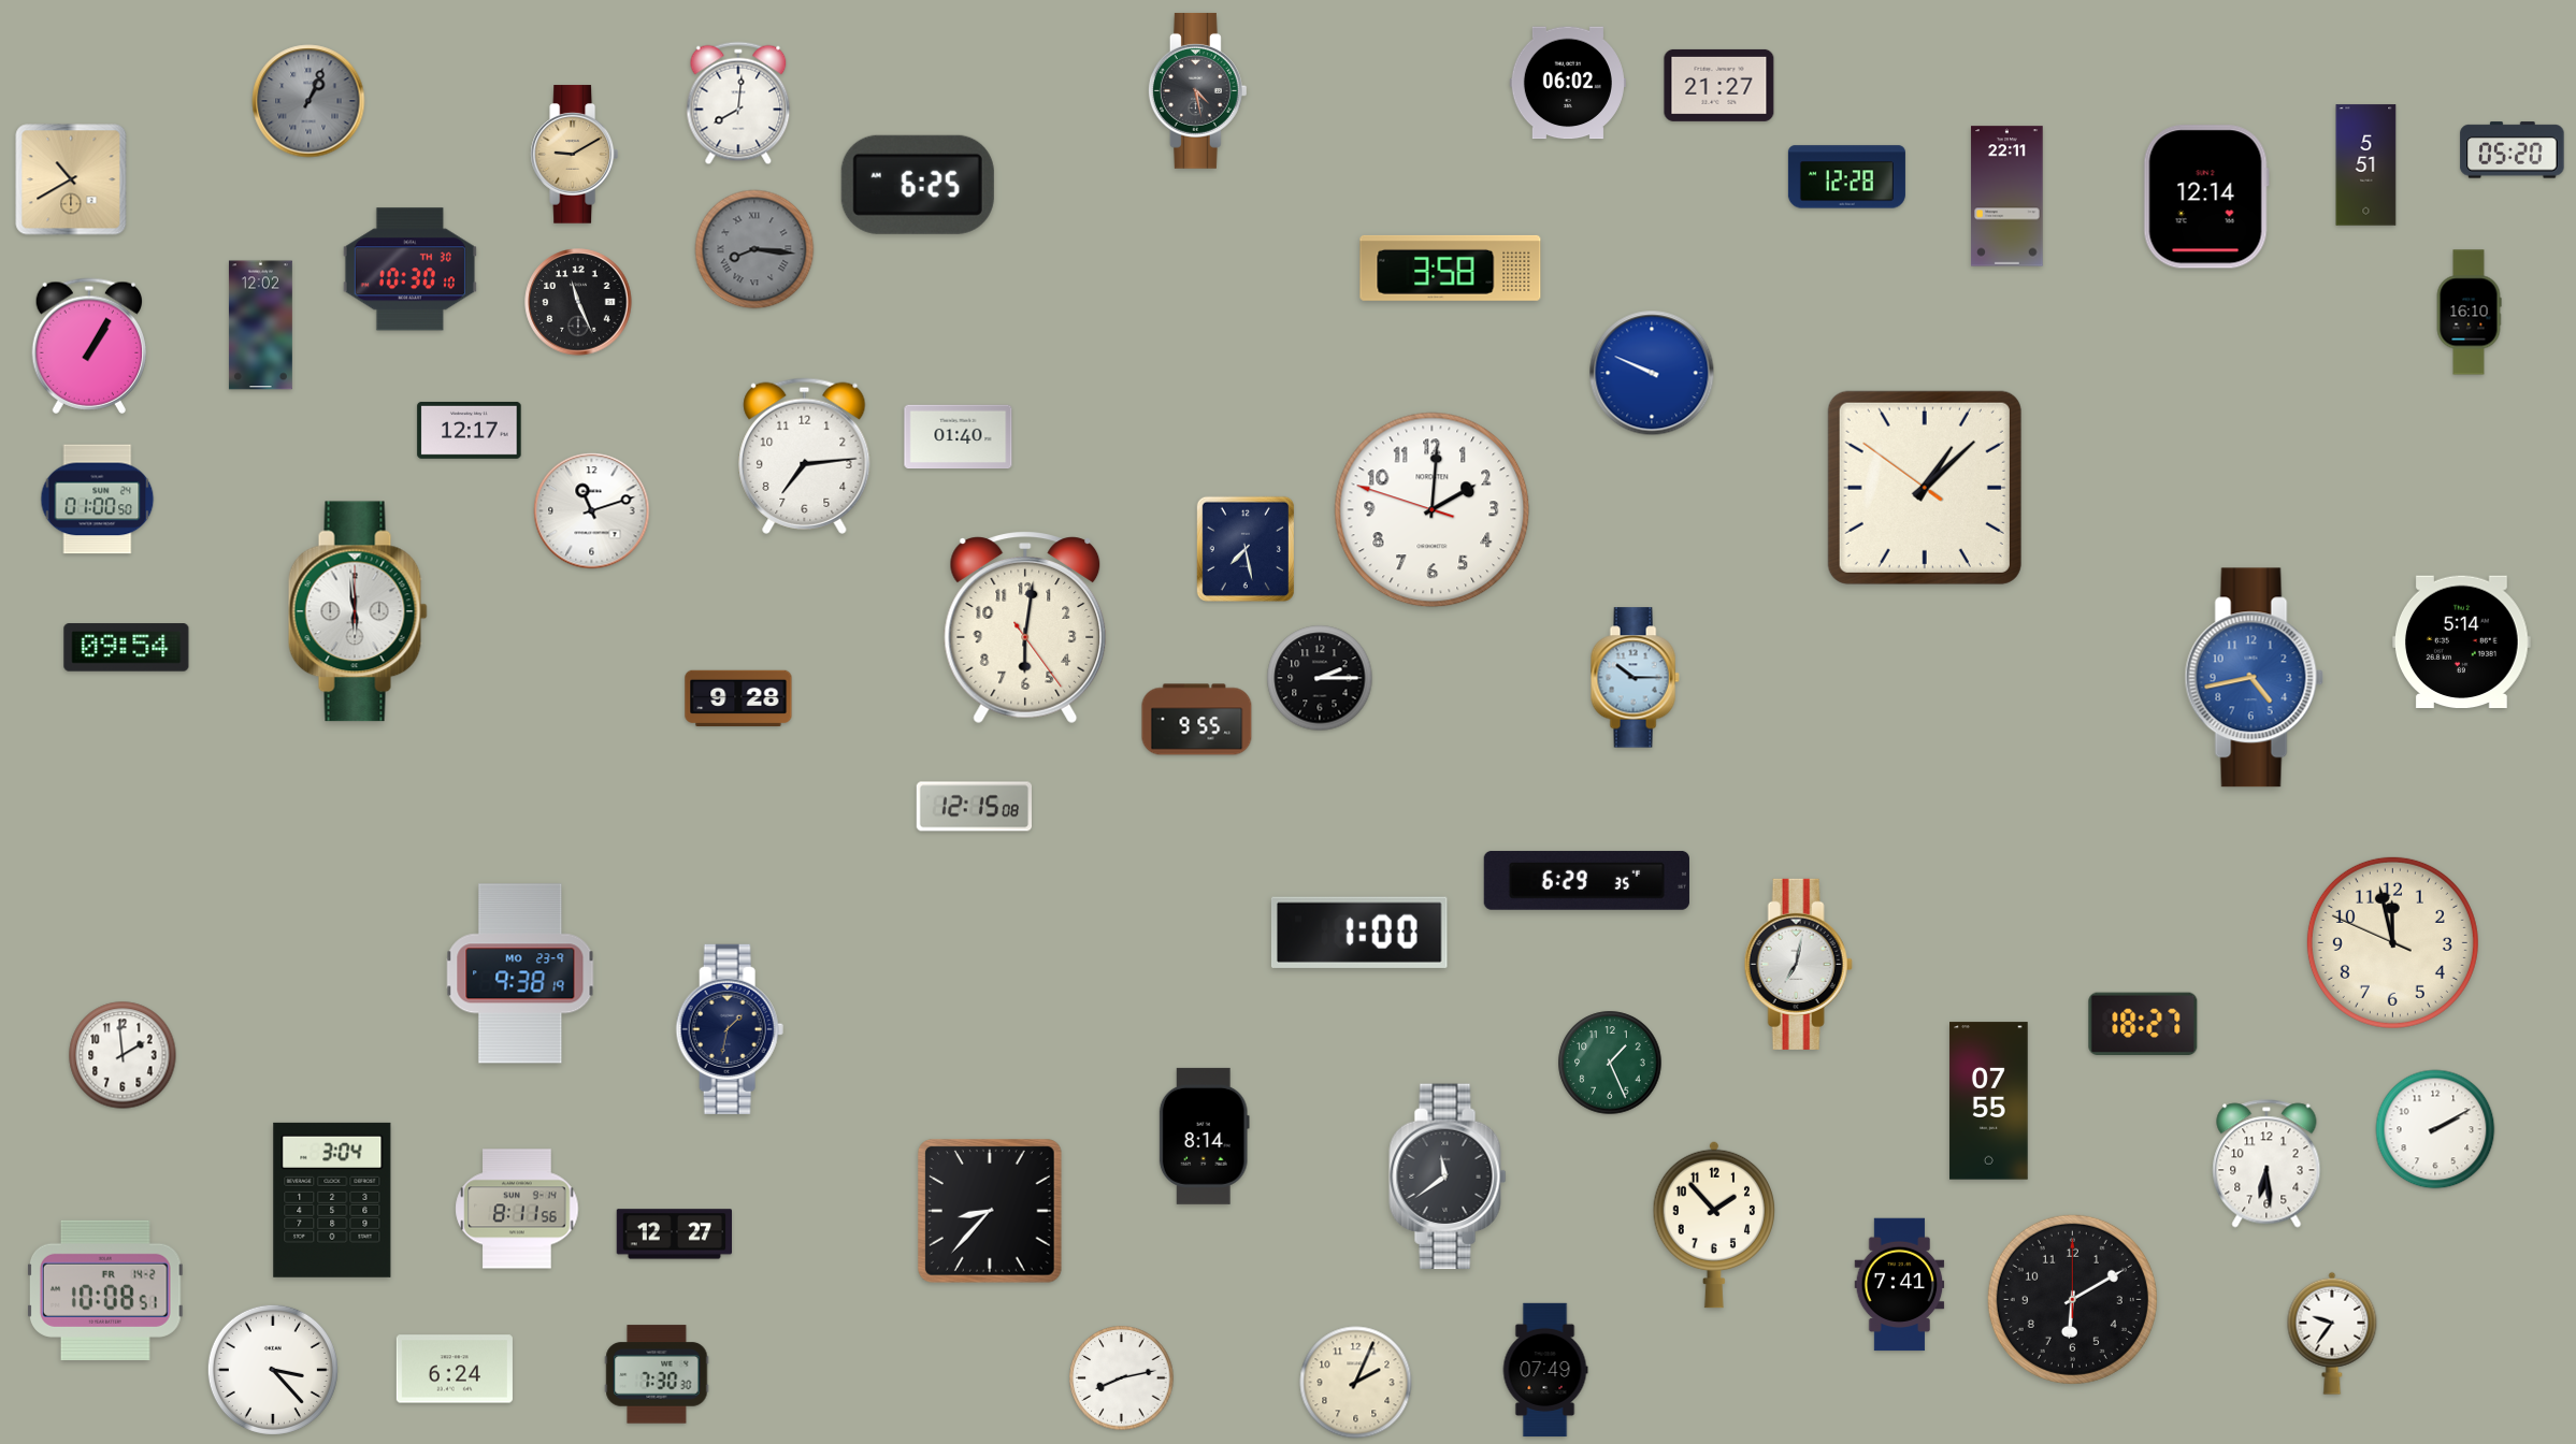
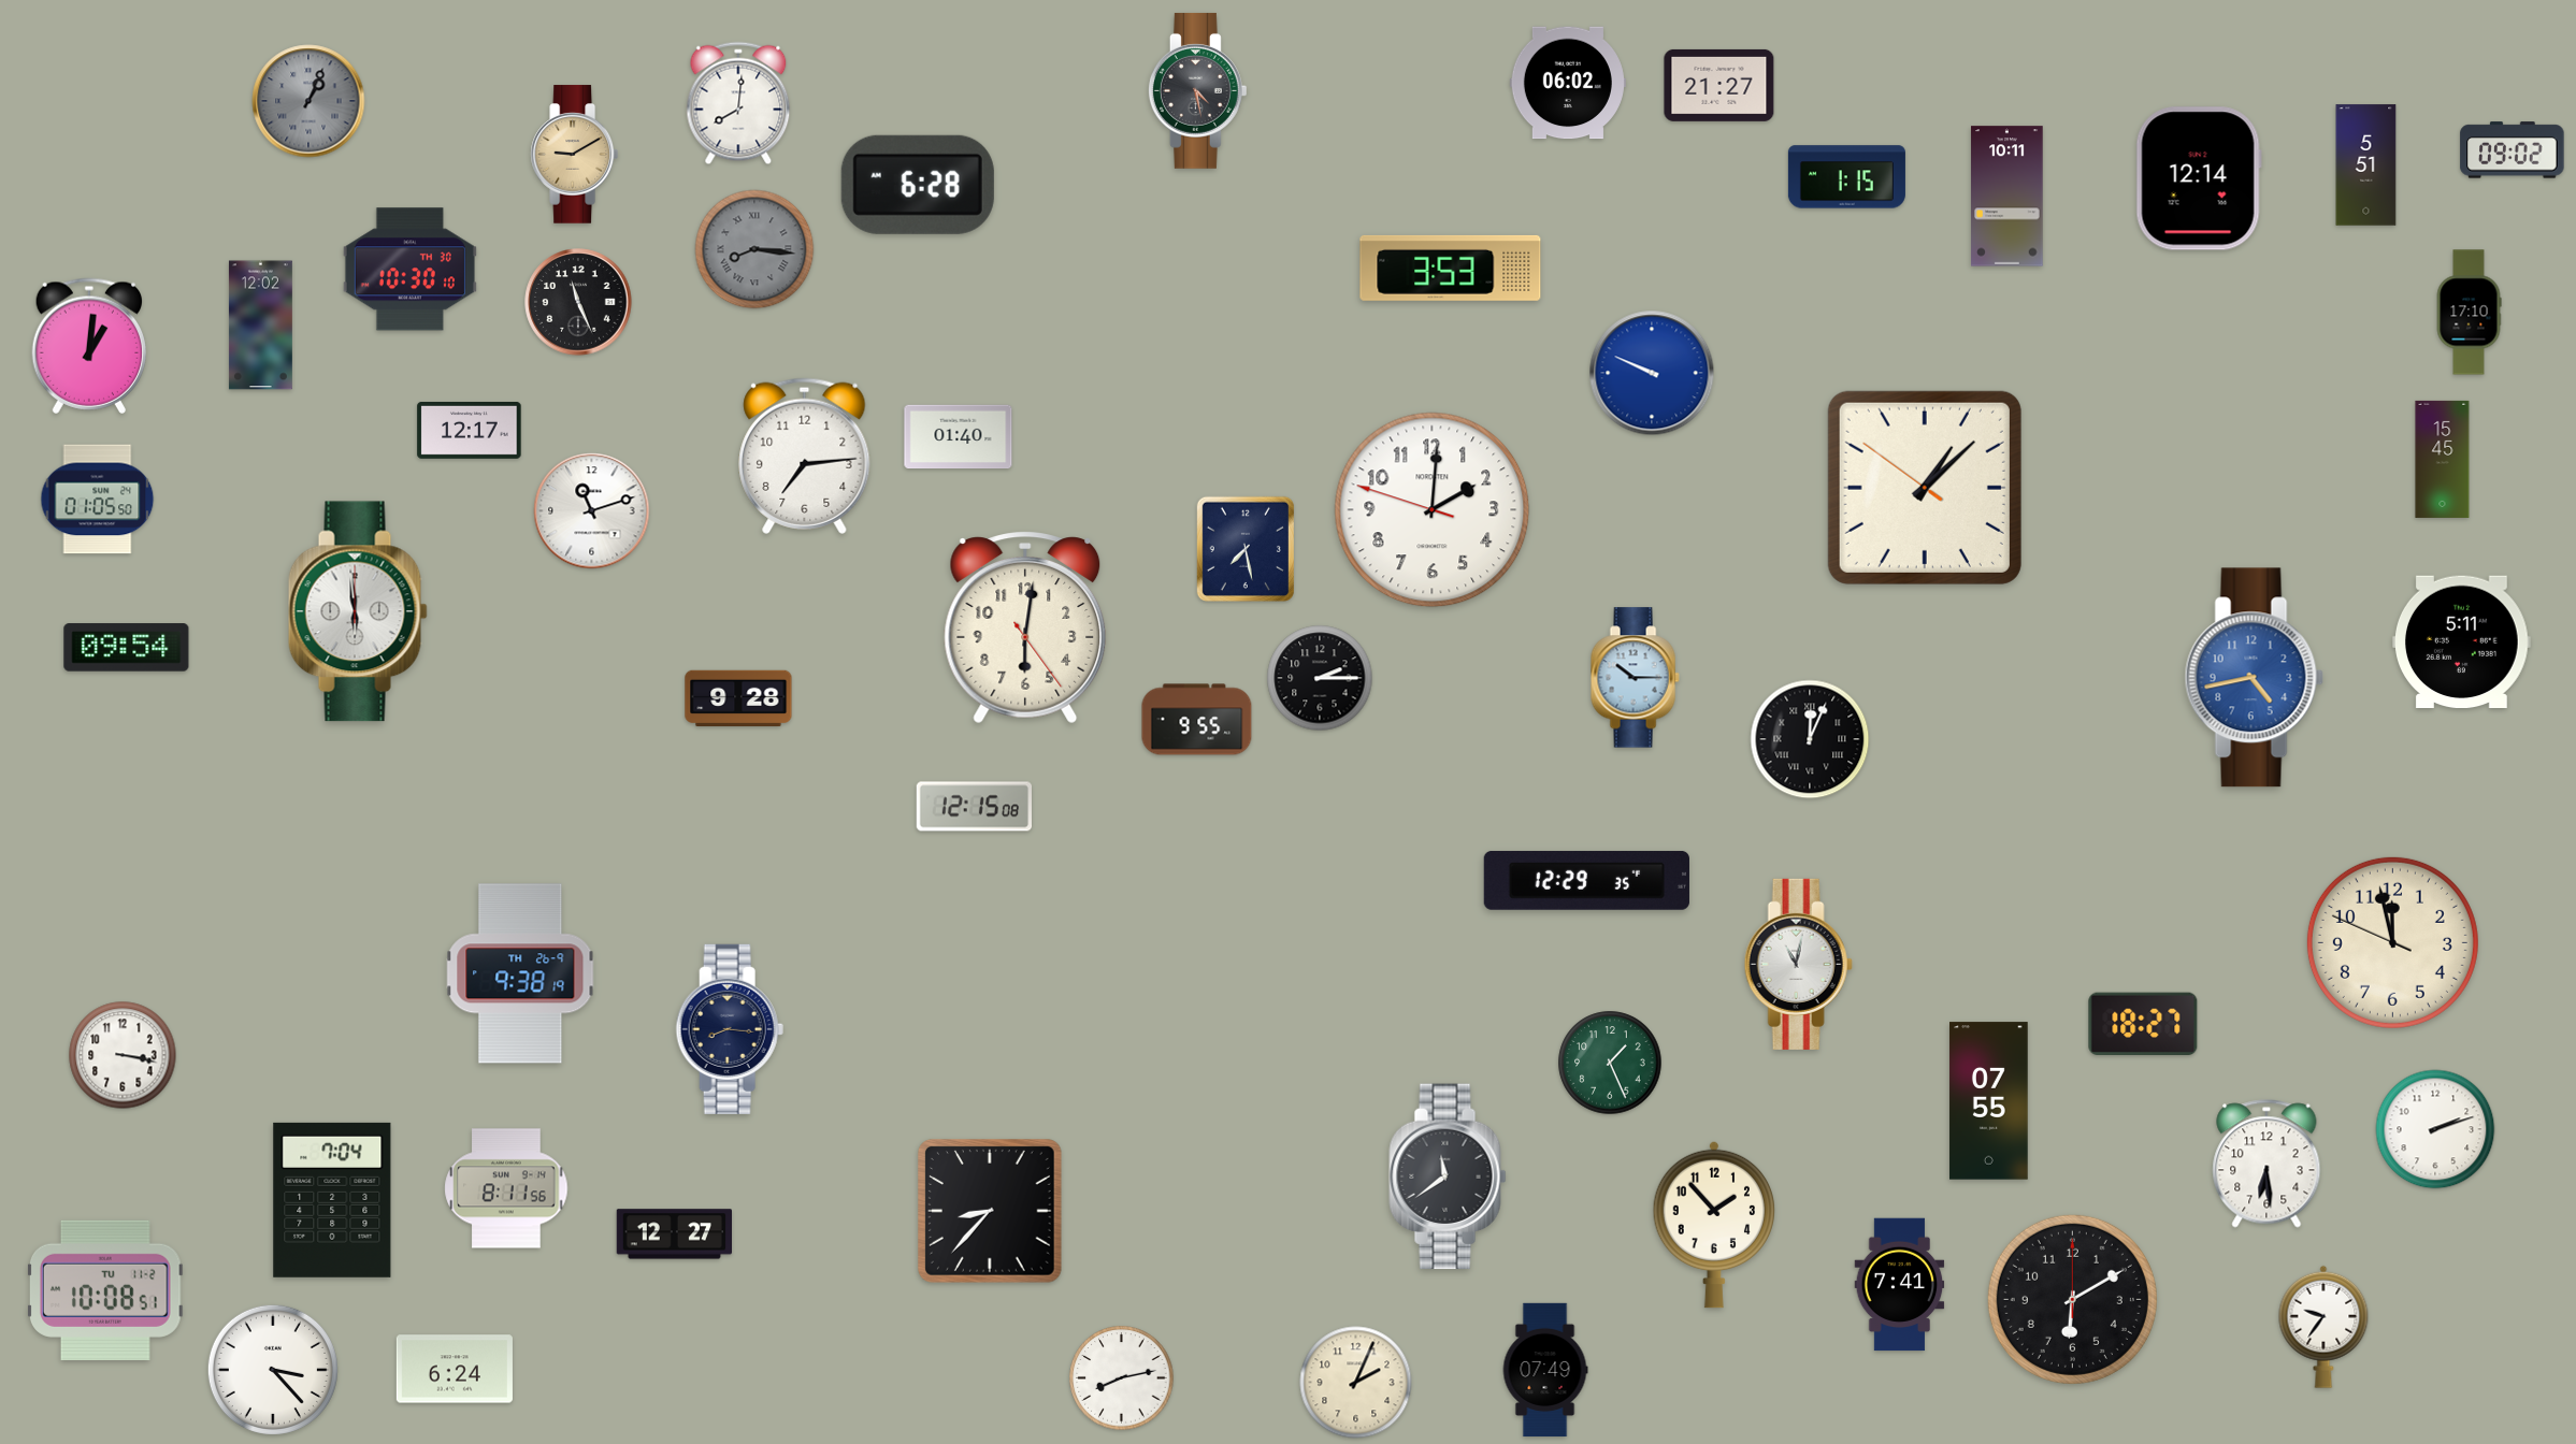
clock at (2513, 150): 05:20 -> 09:02
clock at (1846, 177): 12:28 -> 1:15
clock at (71, 179): 10:40 -> none
clock at (918, 185): 6:25 -> 6:28
clock at (2007, 197): 22:11 -> 10:11
clock at (2206, 197) position: (2206, 197) -> (2199, 178)
clock at (1451, 268): 3:58 -> 3:53
clock at (2469, 313): 16:10 -> 17:10
clock at (88, 346): 1:05 -> 1:01
clock at (2443, 459): none -> 15:45
clock at (98, 500): 01:00 -> 01:05
clock at (2462, 641): 5:14 -> 5:11
clock at (1810, 739): none -> 12:04
clock at (1586, 880): 6:29 -> 12:29
clock at (1359, 933): 1:00 -> none
clock at (1798, 964): 7:02 -> 11:02
clock at (520, 973) date: MO 23-9 -> TH 26-9
clock at (730, 1029): 1:32 -> 8:16
clock at (123, 1055): 1:59 -> 3:17
clock at (2435, 1129): 2:10 -> 2:12
clock at (1204, 1136): 8:14 -> none
clock at (332, 1200): 3:04 -> 7:04
clock at (517, 1209) position: (517, 1209) -> (506, 1188)
clock at (106, 1290) date: FR 14-2 -> TU 11-2
clock at (2332, 1333) position: (2332, 1333) -> (2323, 1327)
clock at (657, 1374): 7:30 -> none
